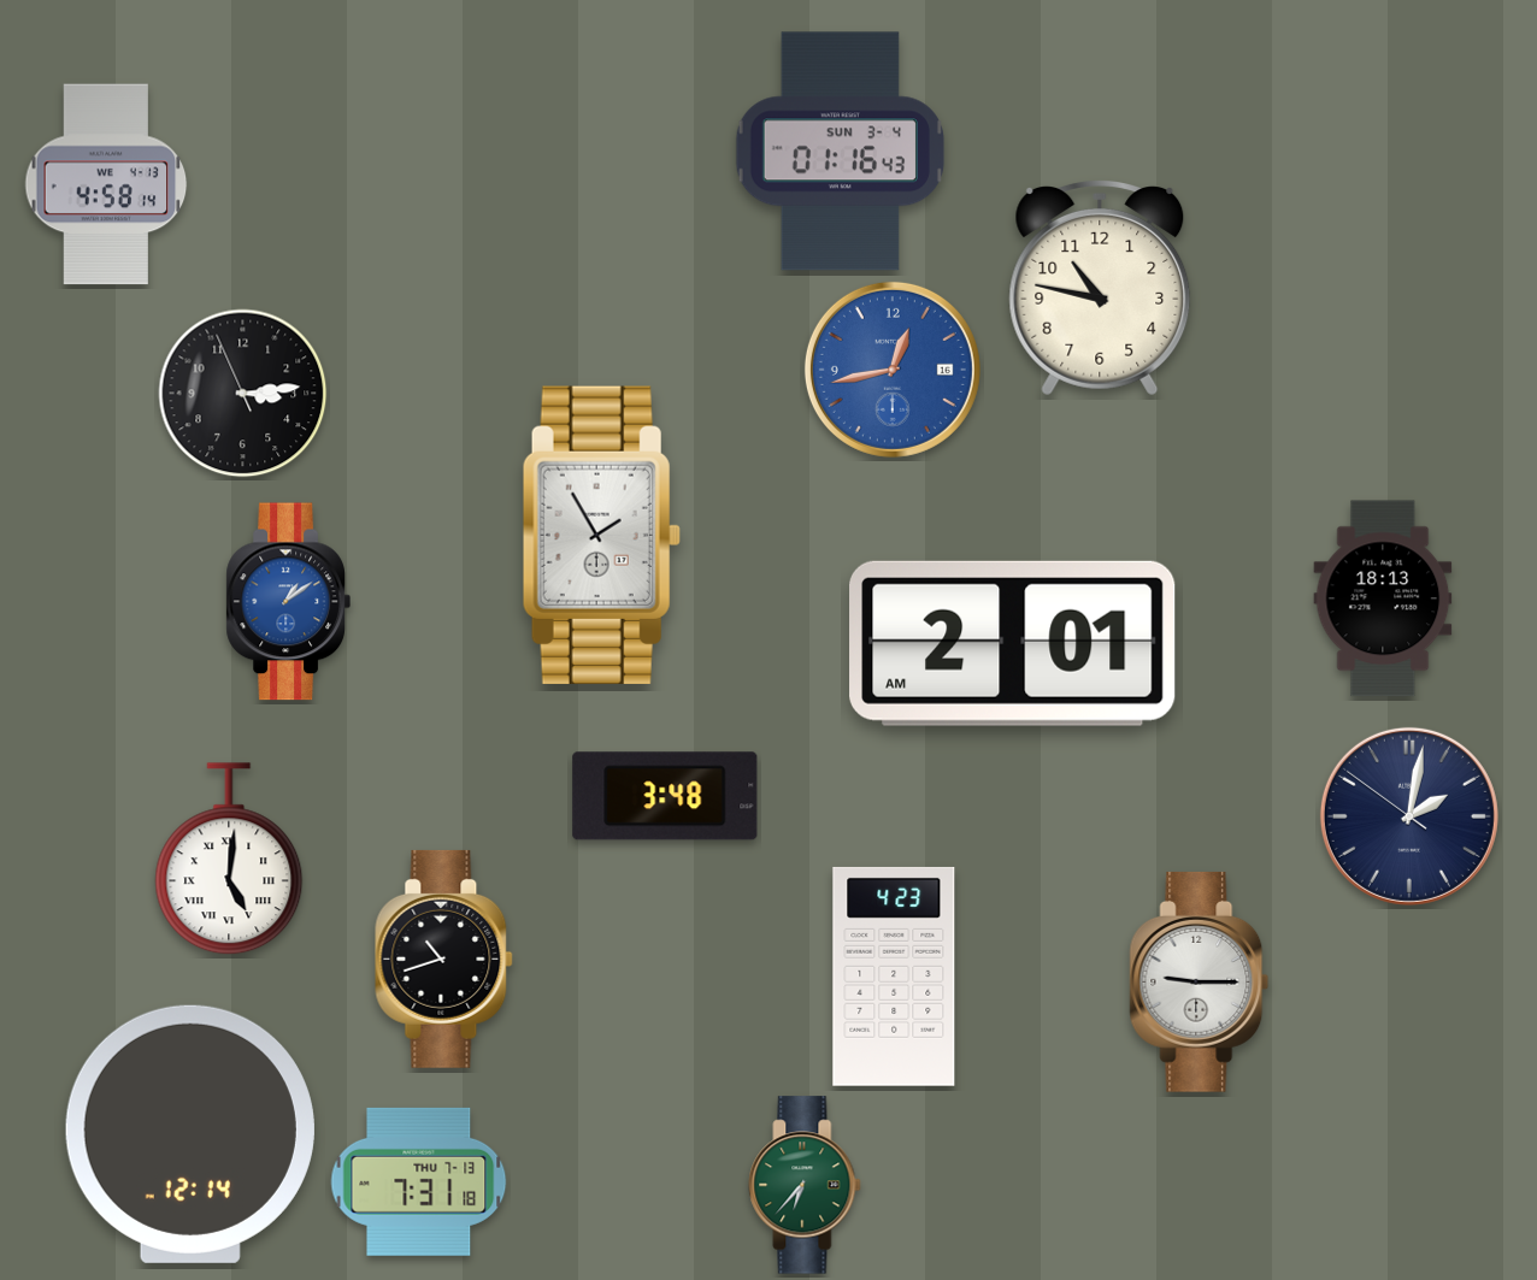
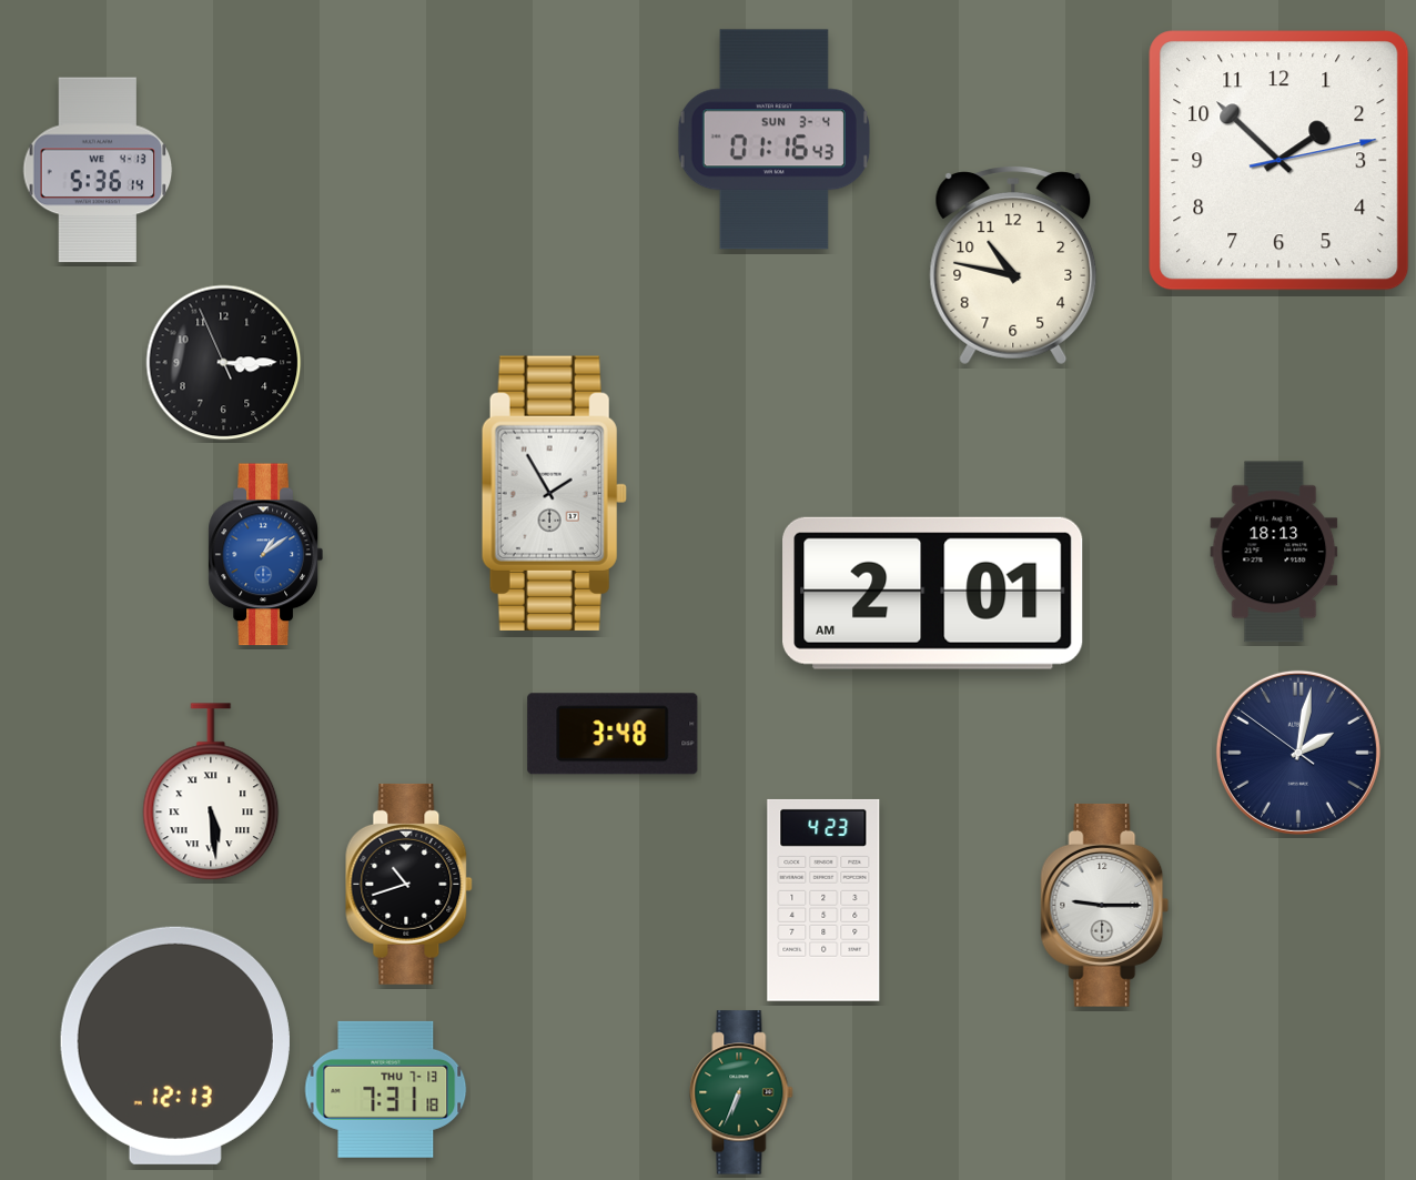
clock at (1280, 161): none -> 1:52
clock at (106, 184): 4:58 -> 5:36
clock at (893, 370): 12:43 -> none
clock at (243, 394): 3:13 -> 3:14
clock at (229, 860): 5:01 -> 5:29
clock at (190, 1134): 12:14 -> 12:13
clock at (805, 1185): 6:37 -> 6:34
